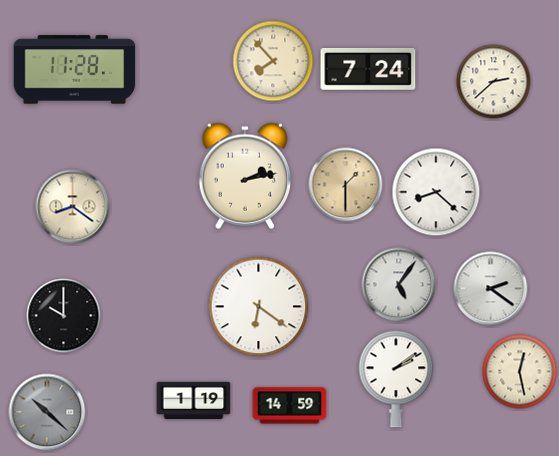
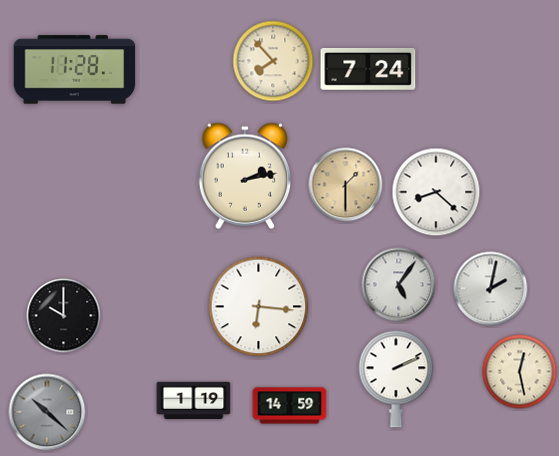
clock at (494, 82): 2:38 -> none
clock at (73, 207): 8:21 -> none
clock at (491, 289): 2:21 -> 2:02
clock at (259, 307): 6:21 -> 6:16
clock at (396, 379): 2:09 -> 2:11
